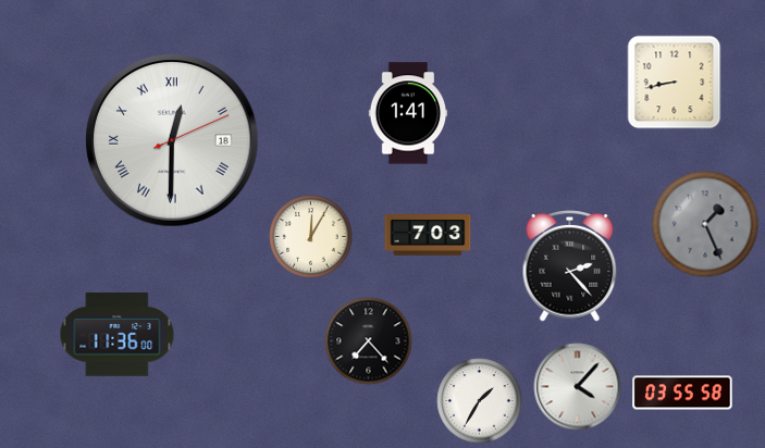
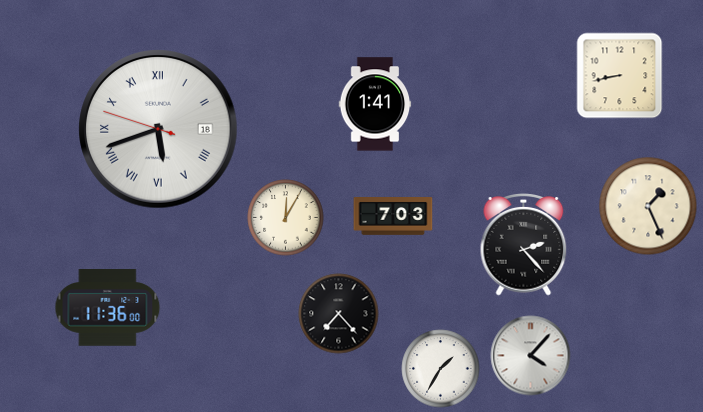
clock at (172, 140): 12:30 -> 5:41
clock at (705, 224) dial: grey -> cream
clock at (682, 393): 03:55 -> none
